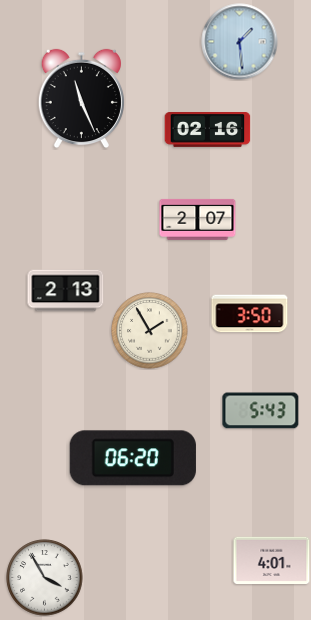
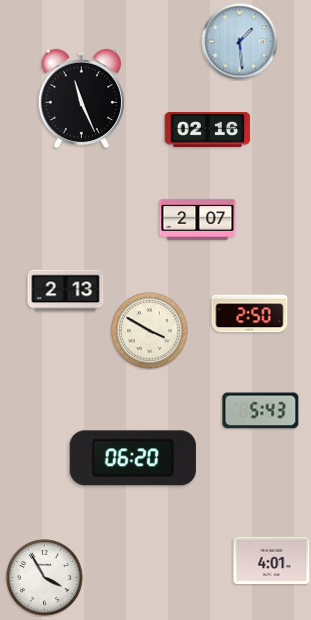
clock at (250, 314): 3:50 -> 2:50
clock at (150, 331): 1:55 -> 3:50
